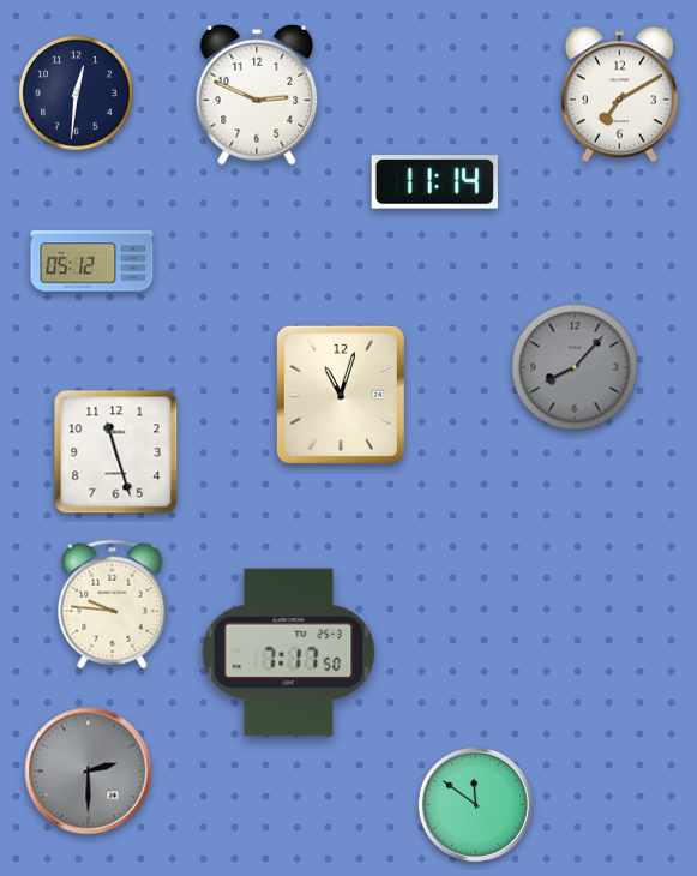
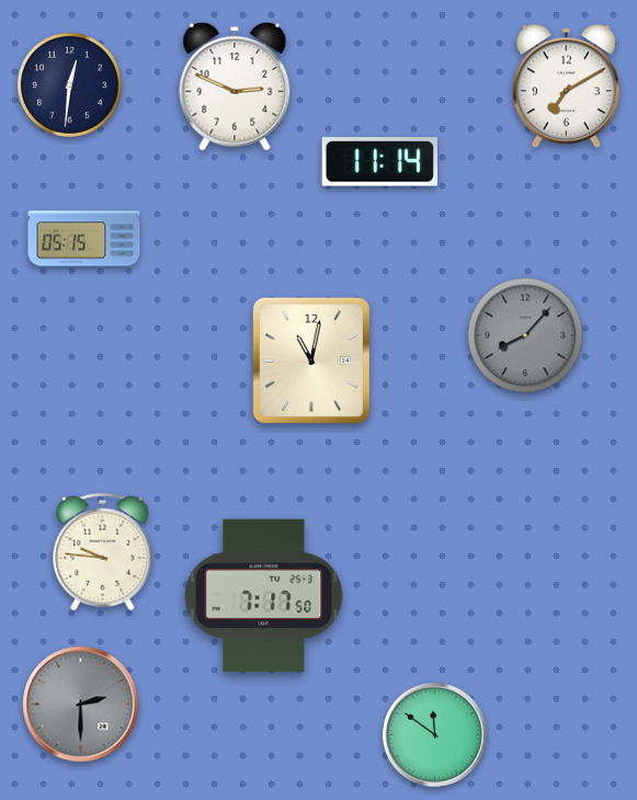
clock at (434, 182) position: (434, 182) -> (379, 162)
clock at (92, 262): 05:12 -> 05:15
clock at (341, 395): 11:03 -> 11:02
clock at (116, 452): 11:27 -> none
